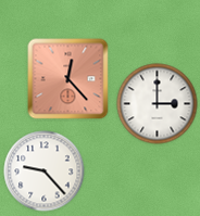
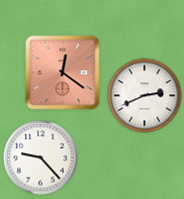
clock at (68, 79): 12:23 -> 12:21
clock at (158, 104): 3:00 -> 2:41
